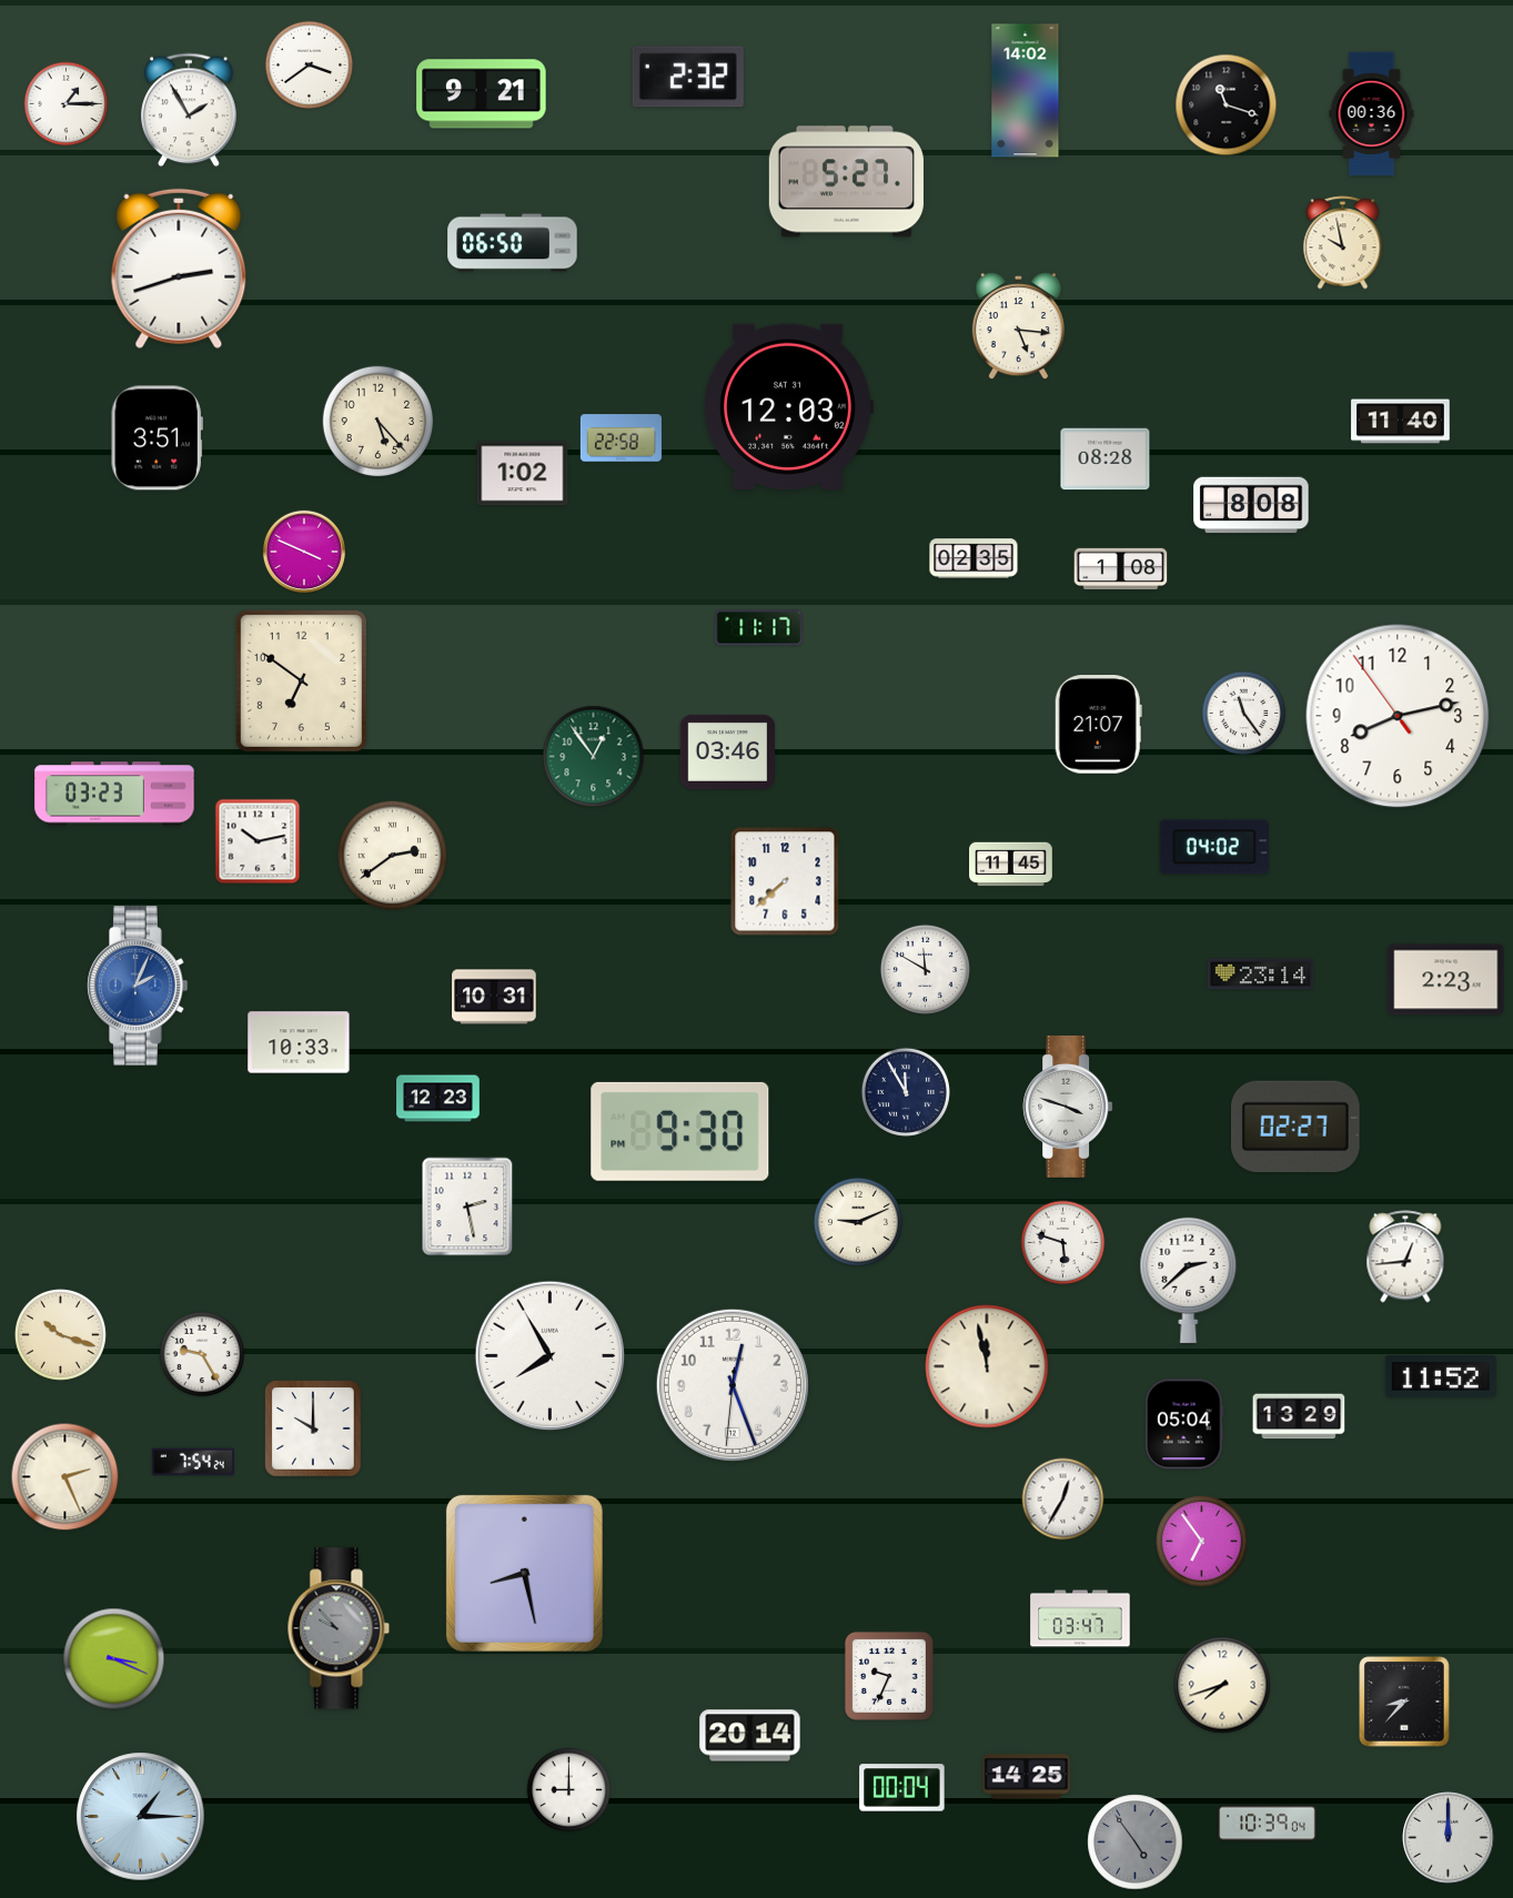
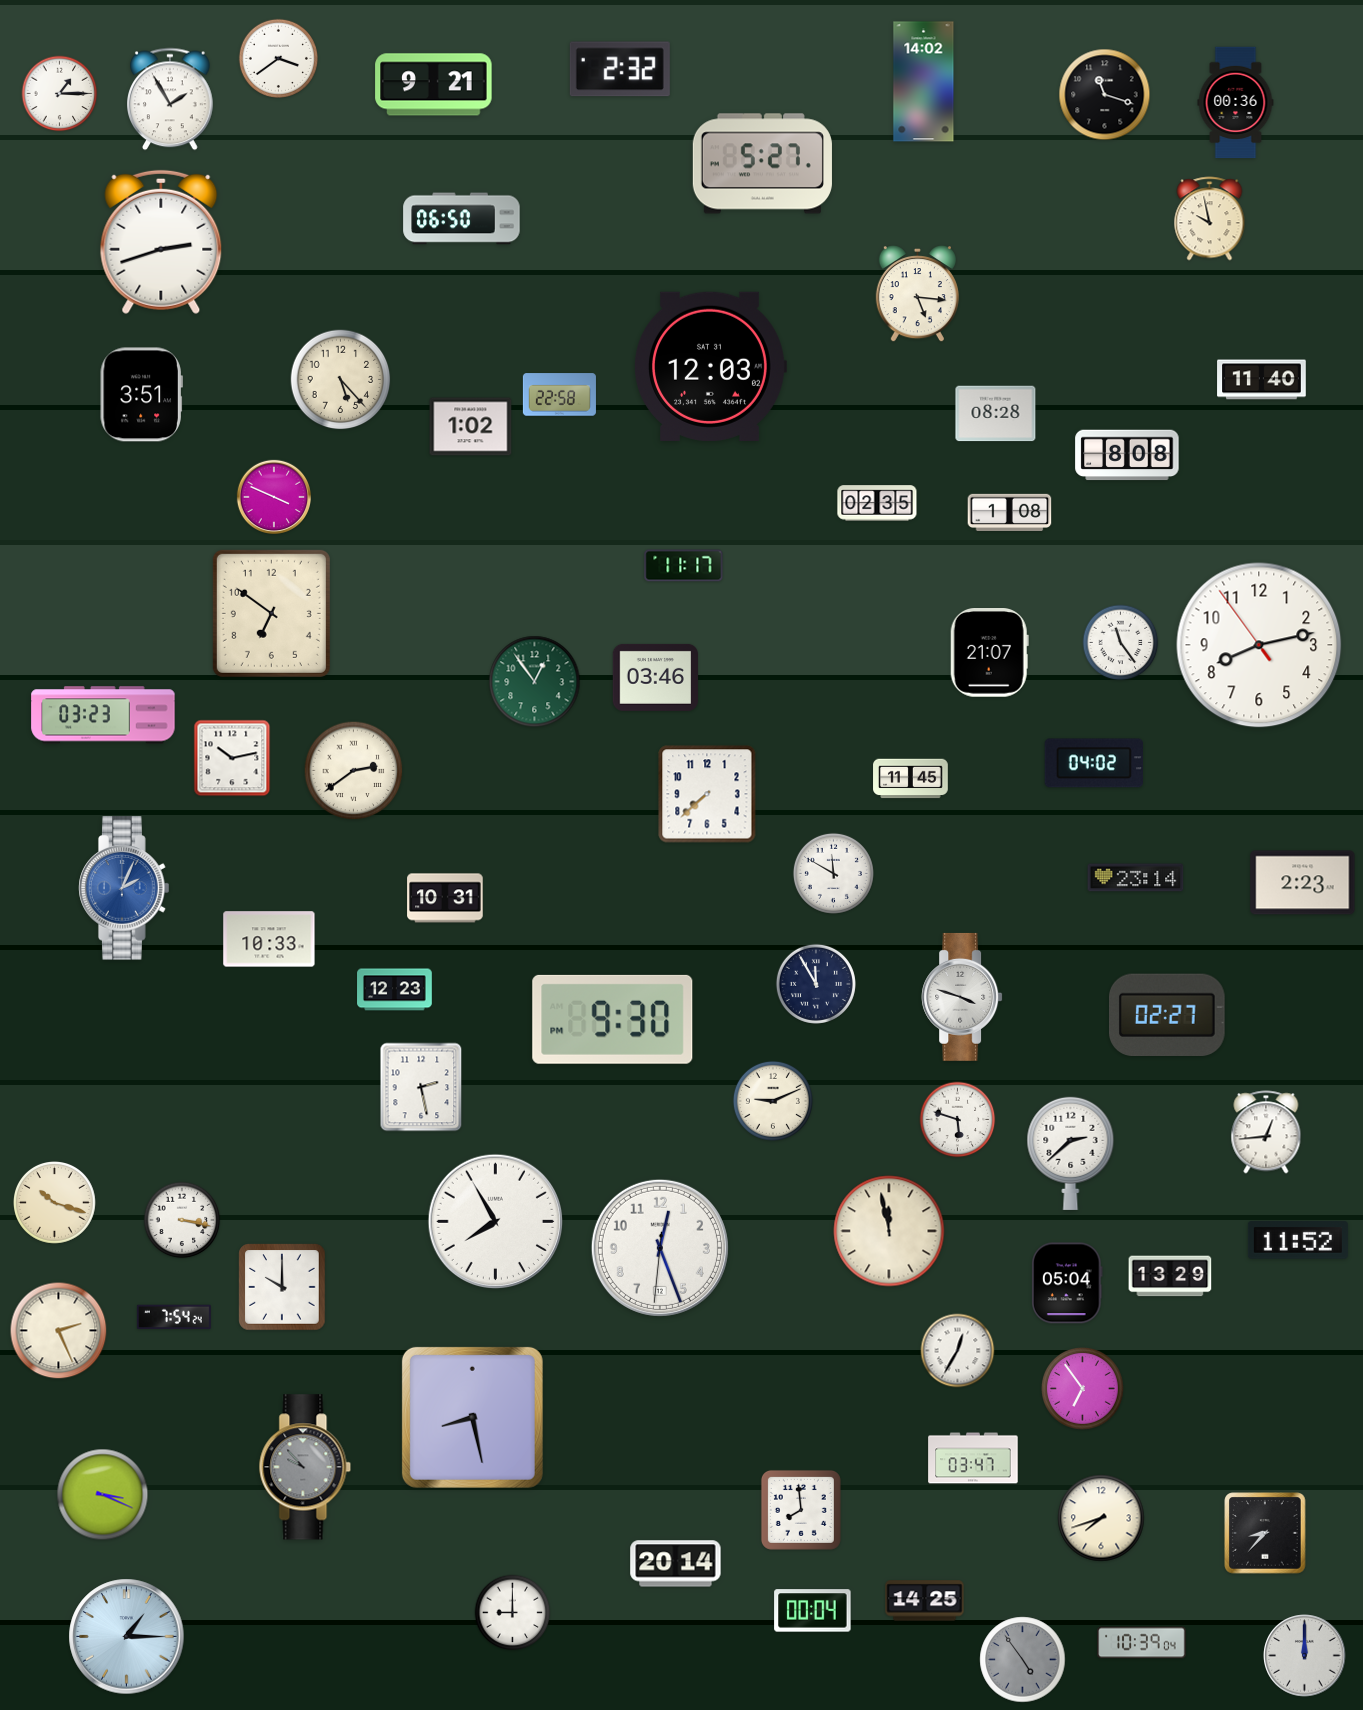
clock at (202, 1354): 9:25 -> 3:17
clock at (889, 1676): 9:34 -> 7:59
